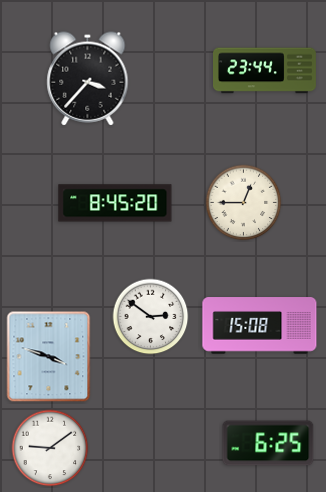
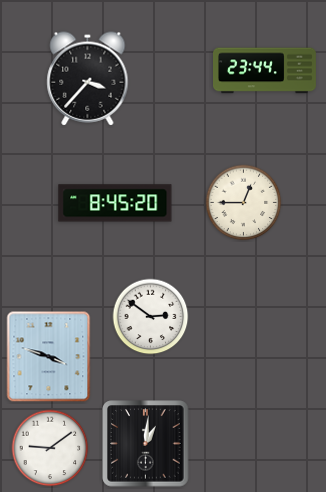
clock at (260, 326): 15:08 -> none
clock at (268, 443): 6:25 -> none
clock at (146, 444): none -> 1:01
